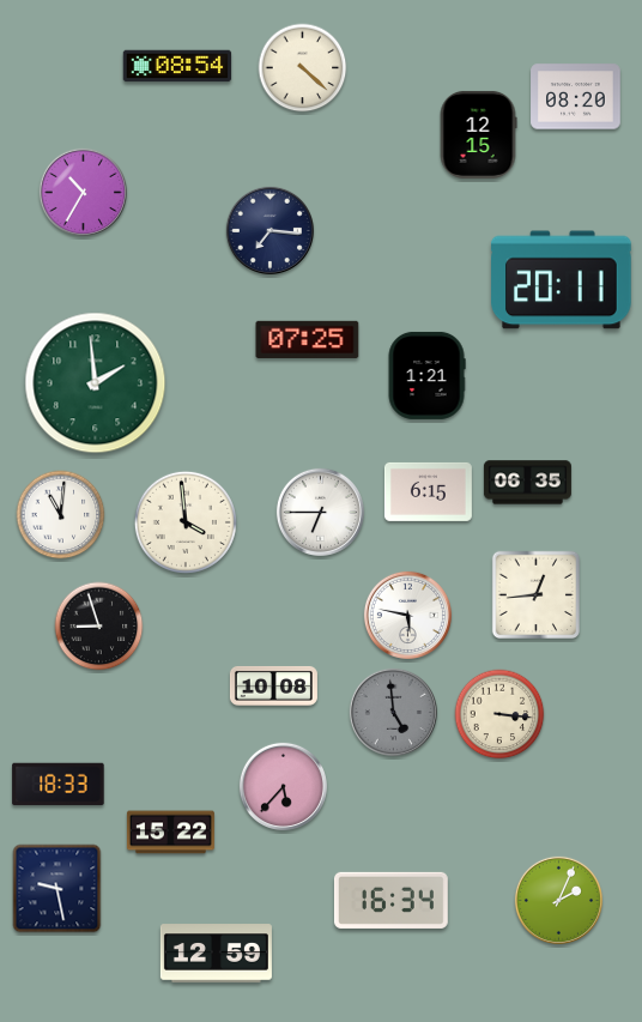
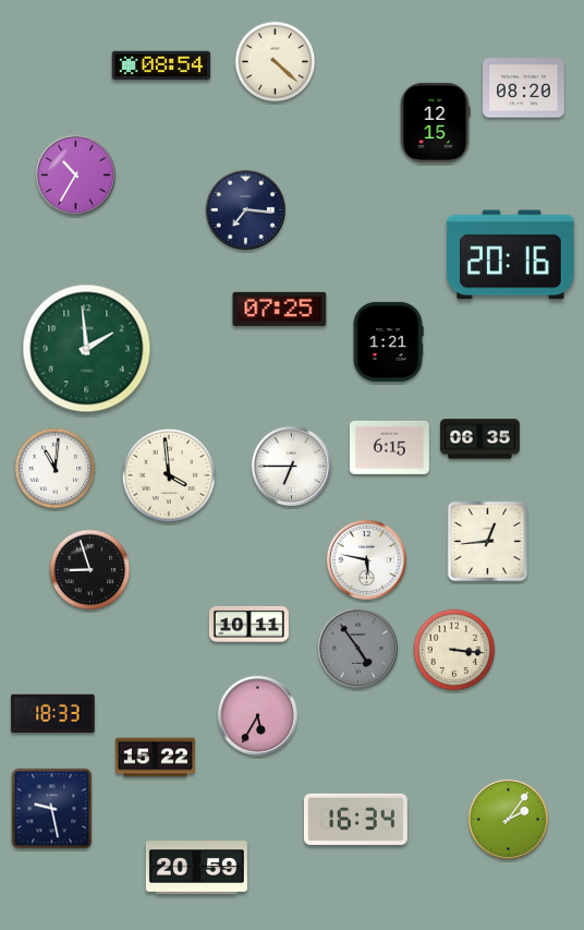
clock at (177, 66) position: (177, 66) -> (161, 65)
clock at (562, 280): 20:11 -> 20:16
clock at (407, 615) position: (407, 615) -> (366, 559)
clock at (273, 687): 10:08 -> 10:11
clock at (393, 712): 4:59 -> 4:54
clock at (283, 786): 5:37 -> 5:35
clock at (558, 900): 2:04 -> 2:06
clock at (216, 954): 12:59 -> 20:59
